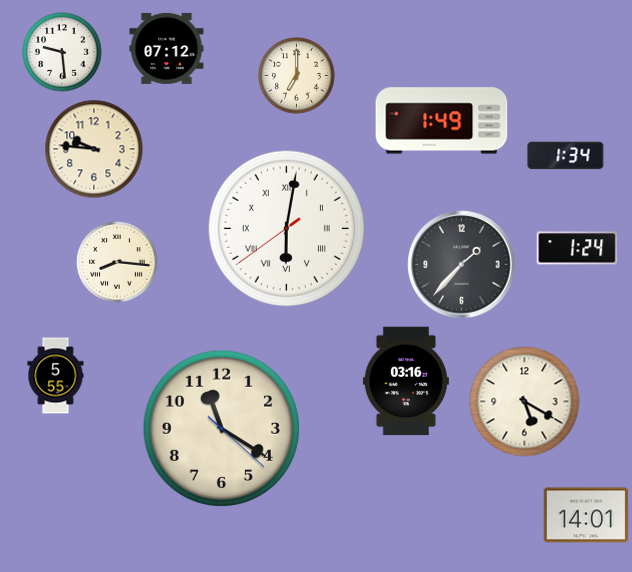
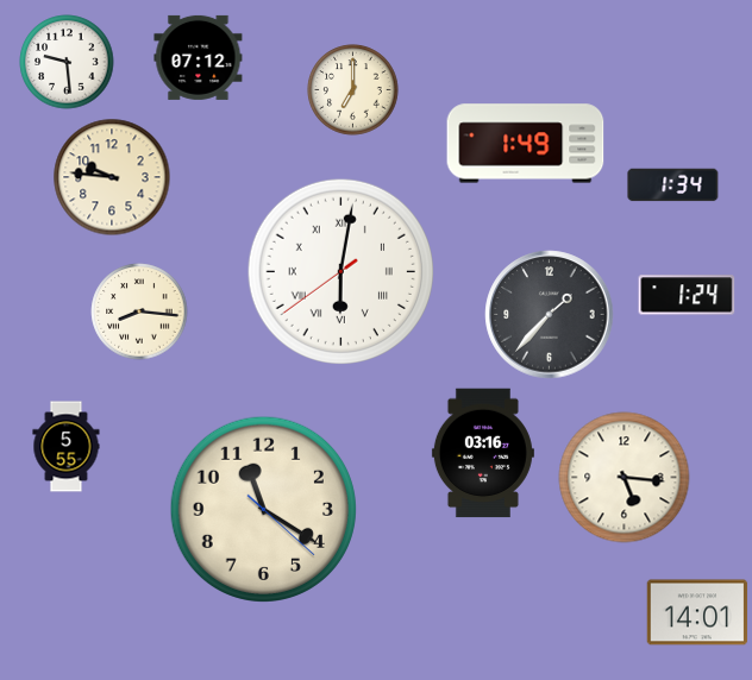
clock at (62, 52) position: (62, 52) -> (67, 62)
clock at (525, 402): 5:20 -> 5:16
